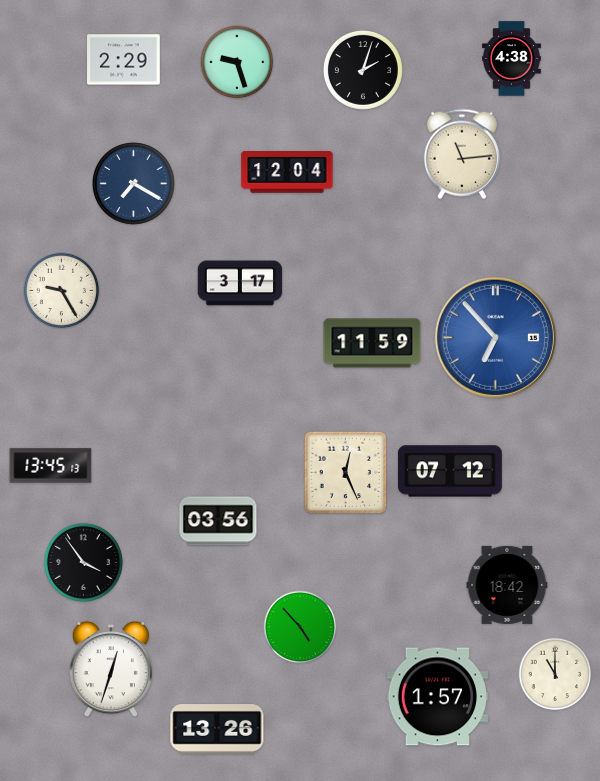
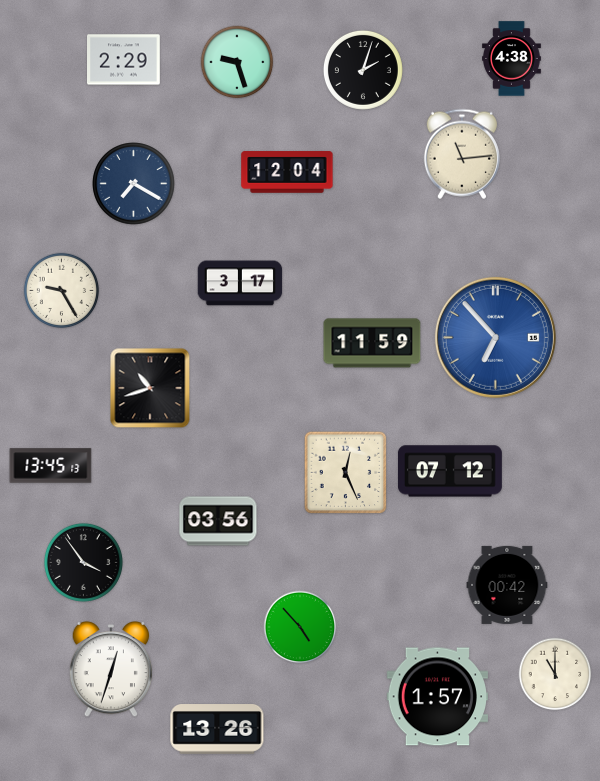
clock at (150, 388): none -> 10:42
clock at (507, 585): 18:42 -> 00:42
